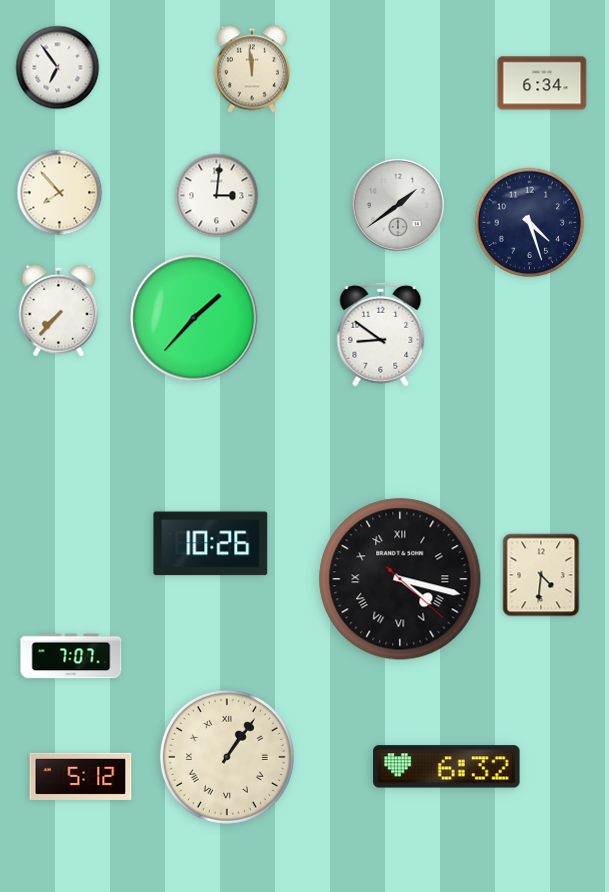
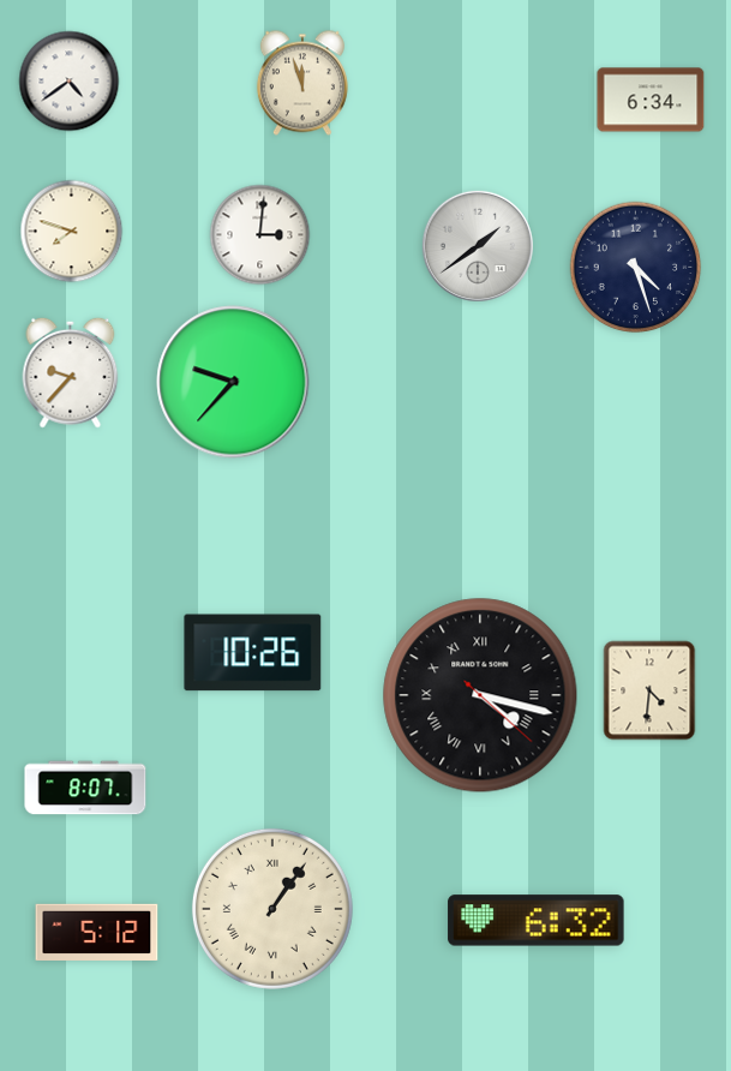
clock at (58, 68): 6:54 -> 4:39
clock at (252, 69): 11:59 -> 11:57
clock at (60, 193): 7:53 -> 7:48
clock at (59, 310): 7:37 -> 9:37
clock at (194, 318): 1:37 -> 9:37
clock at (381, 334): 8:51 -> none
clock at (71, 656): 7:07 -> 8:07
